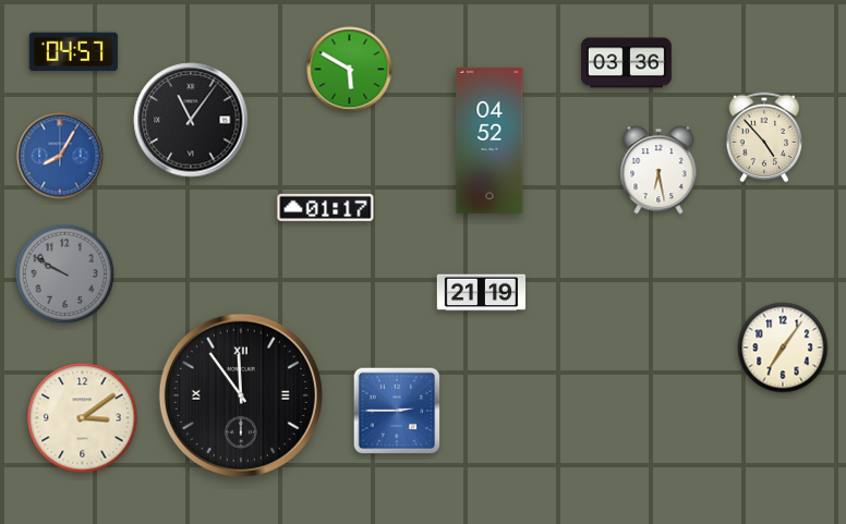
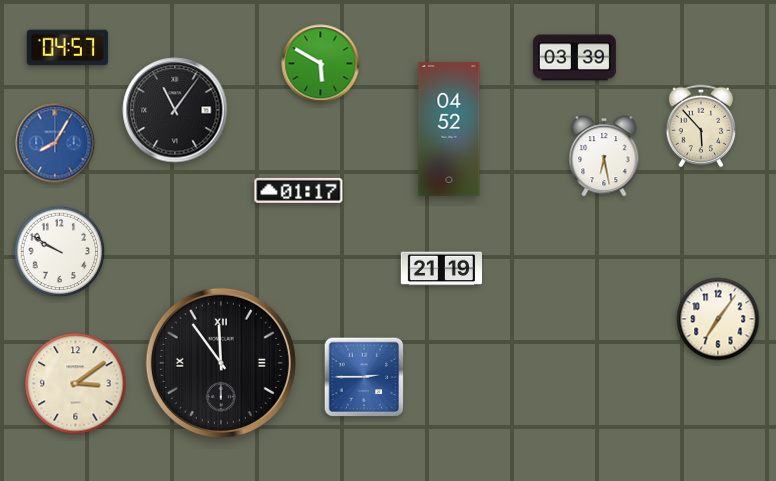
clock at (626, 63): 03:36 -> 03:39
clock at (764, 137): 4:53 -> 5:53
clock at (65, 275) dial: grey -> white
